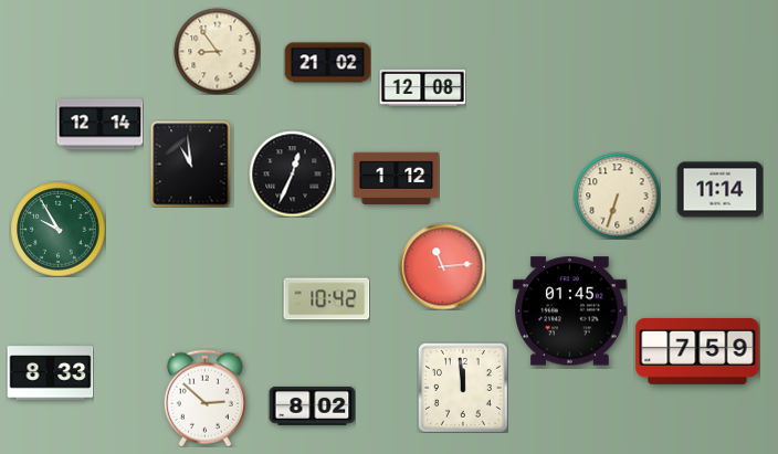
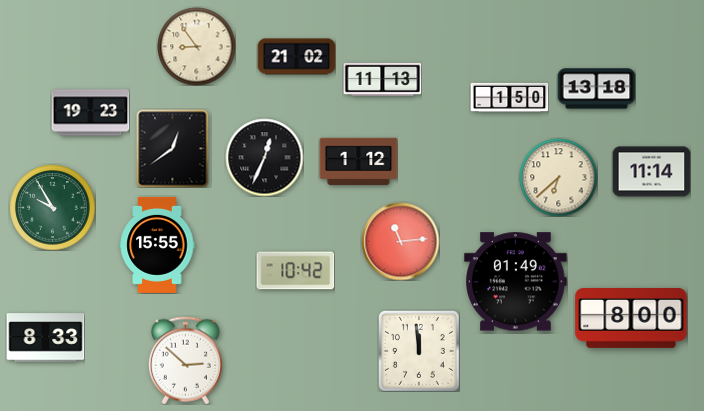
clock at (422, 87): 12:08 -> 11:13
clock at (596, 89): none -> 13:18
clock at (509, 97): none -> 1:50
clock at (99, 125): 12:14 -> 19:23
clock at (191, 163): 10:59 -> 12:39
clock at (617, 196): 6:33 -> 6:38
clock at (157, 245): none -> 15:55
clock at (570, 312): 01:45 -> 01:49
clock at (697, 351): 7:59 -> 8:00
clock at (312, 405): 8:02 -> none
